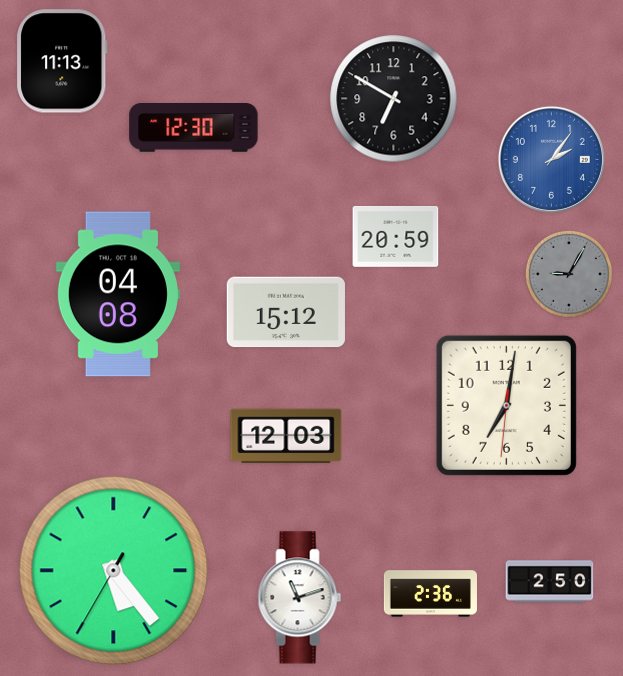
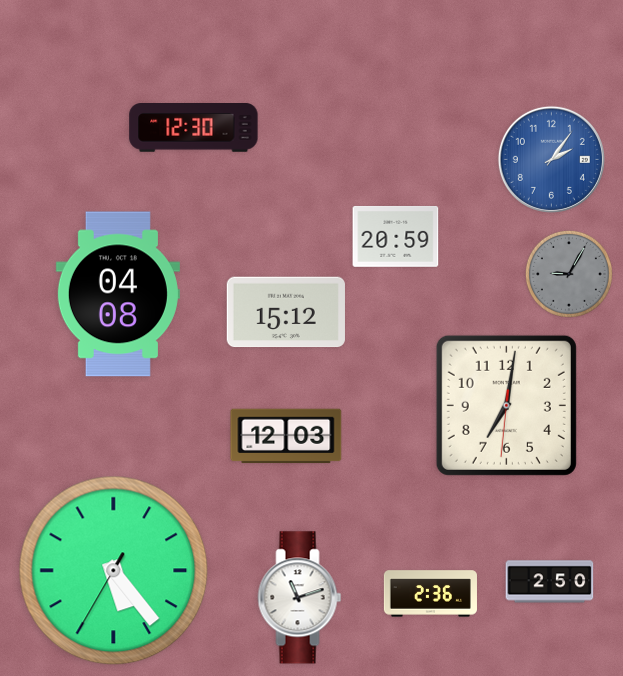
clock at (63, 61): 11:13 -> none
clock at (394, 99): 6:50 -> none
